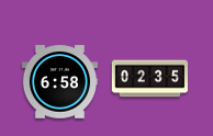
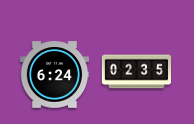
clock at (59, 82): 6:58 -> 6:24
